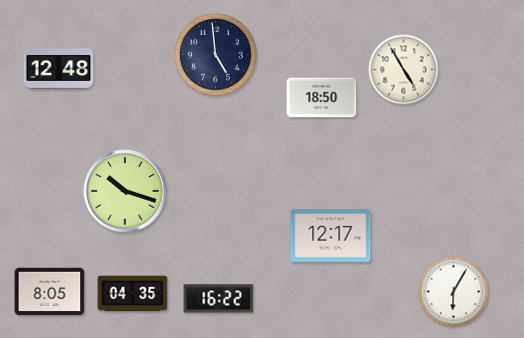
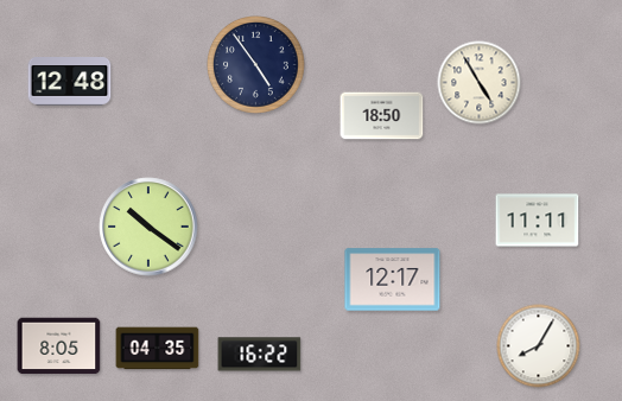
clock at (216, 55): 4:59 -> 4:54
clock at (538, 221): none -> 11:11
clock at (125, 191): 10:18 -> 10:21
clock at (454, 292): 6:05 -> 8:05
